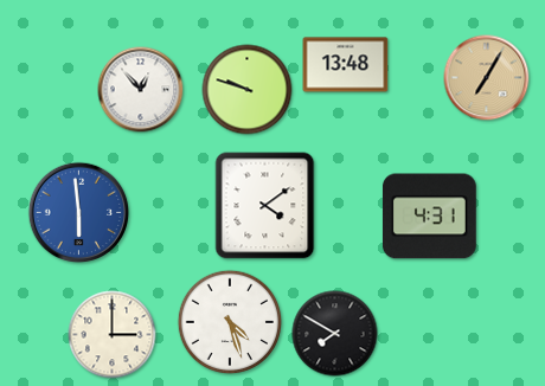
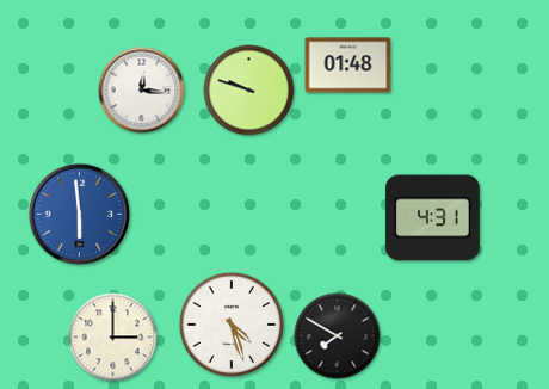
clock at (346, 65): 13:48 -> 01:48
clock at (487, 78): 7:05 -> none
clock at (141, 90): 12:53 -> 12:16
clock at (265, 206): 4:09 -> none
